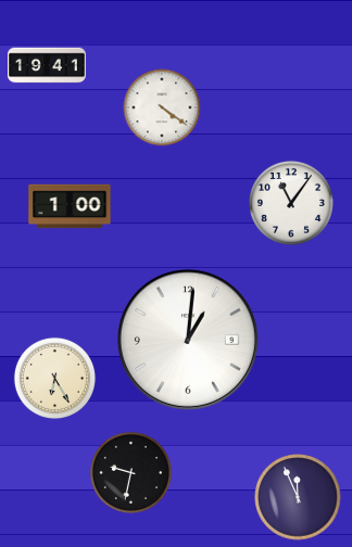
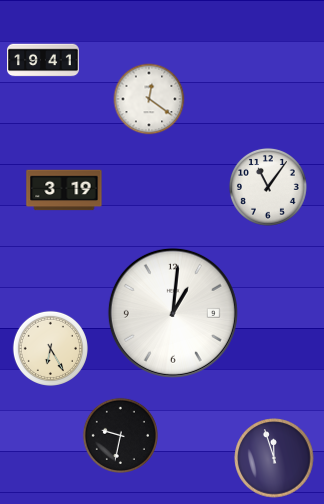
clock at (162, 107): 4:21 -> 12:21
clock at (70, 206): 1:00 -> 3:19
clock at (298, 497): 11:56 -> 11:57
